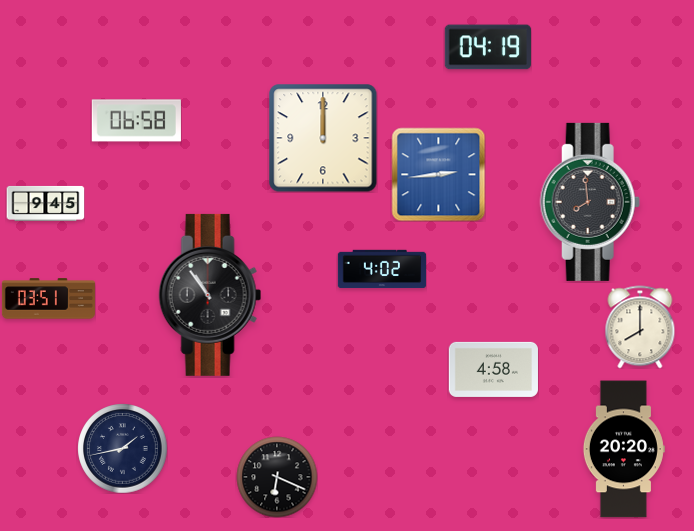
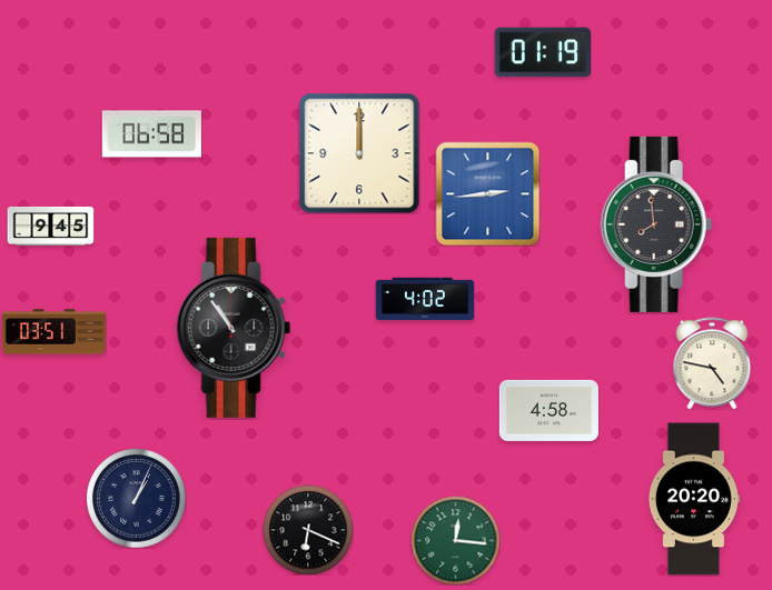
clock at (487, 47): 04:19 -> 01:19
clock at (640, 327): 8:00 -> 4:47
clock at (122, 448): 1:43 -> 1:04
clock at (455, 540): none -> 12:16
